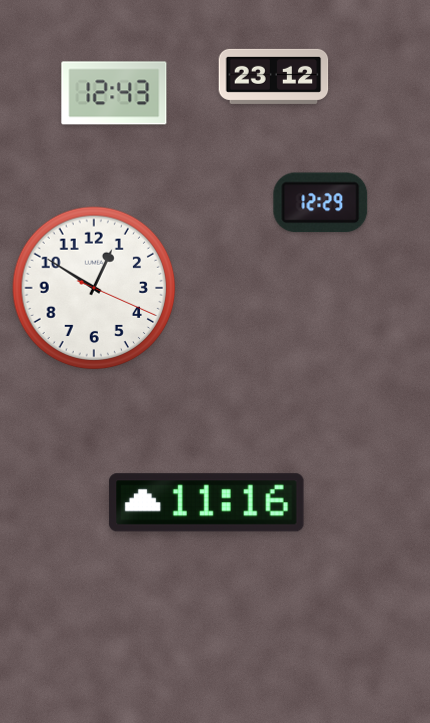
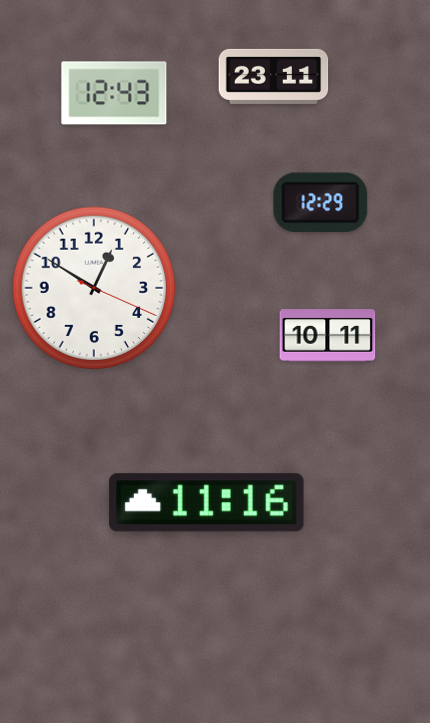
clock at (274, 76): 23:12 -> 23:11
clock at (328, 336): none -> 10:11
